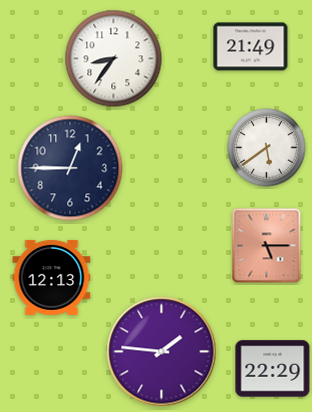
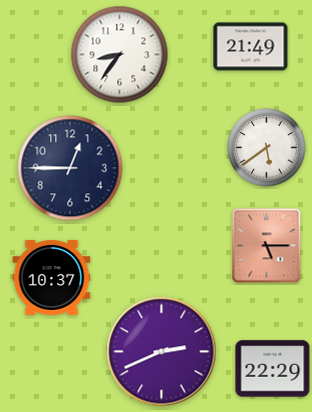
clock at (114, 59) position: (114, 59) -> (120, 55)
clock at (52, 277): 12:13 -> 10:37
clock at (162, 352): 1:46 -> 2:41
